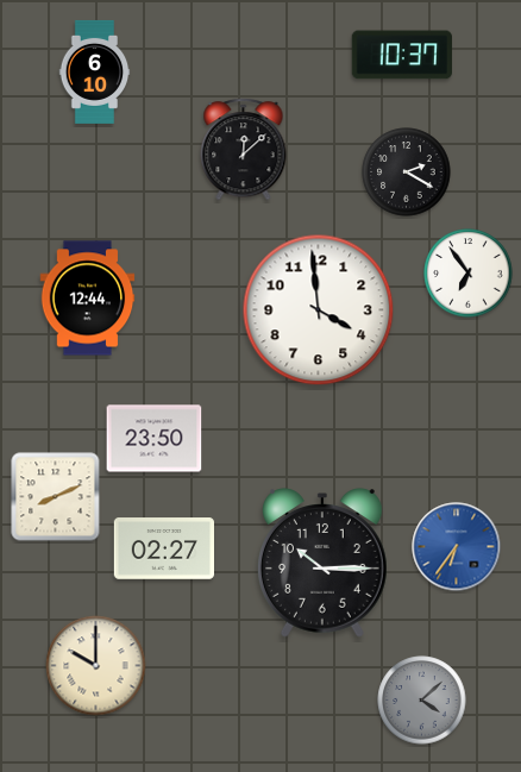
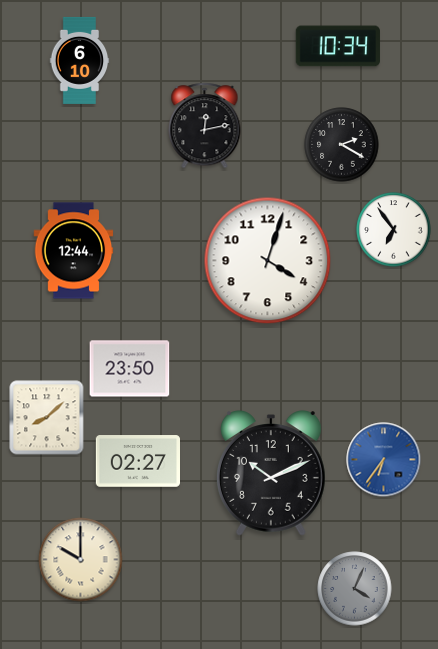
clock at (402, 55): 10:37 -> 10:34
clock at (244, 150): 12:08 -> 12:13
clock at (319, 310): 3:59 -> 4:03
clock at (56, 497): 8:11 -> 8:08
clock at (324, 563): 10:15 -> 10:11
clock at (422, 701): 4:08 -> 4:04
